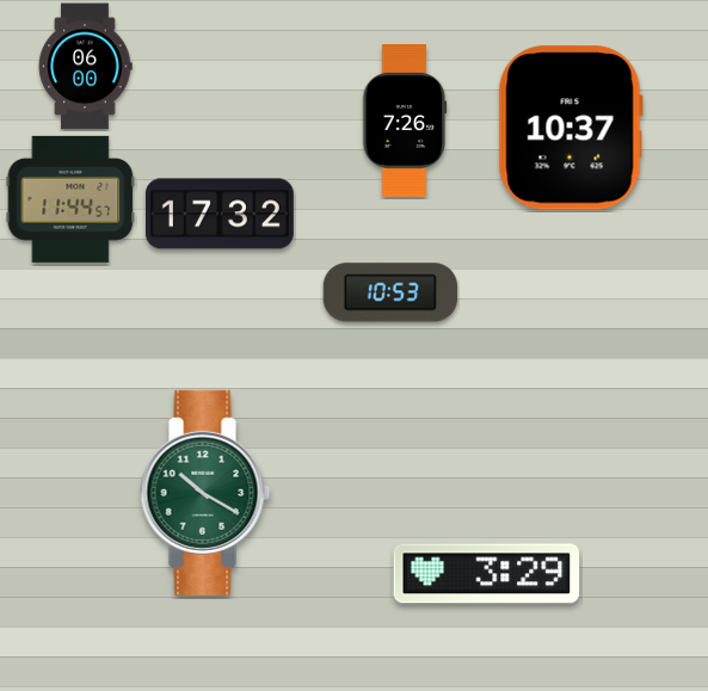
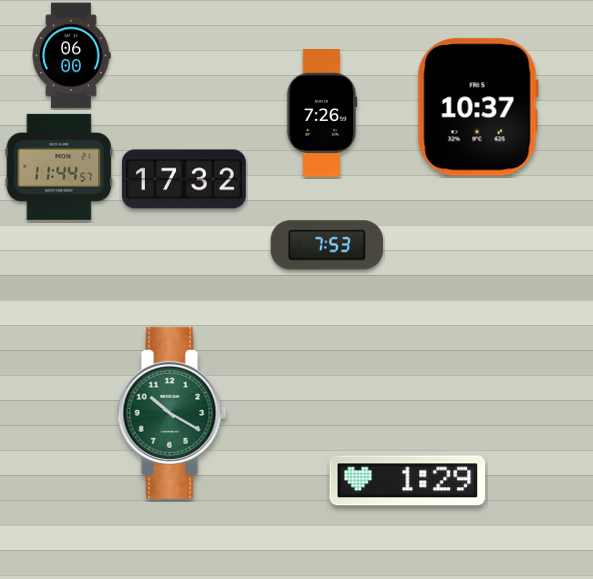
clock at (405, 121) position: (405, 121) -> (322, 113)
clock at (390, 292): 10:53 -> 7:53
clock at (487, 574): 3:29 -> 1:29
